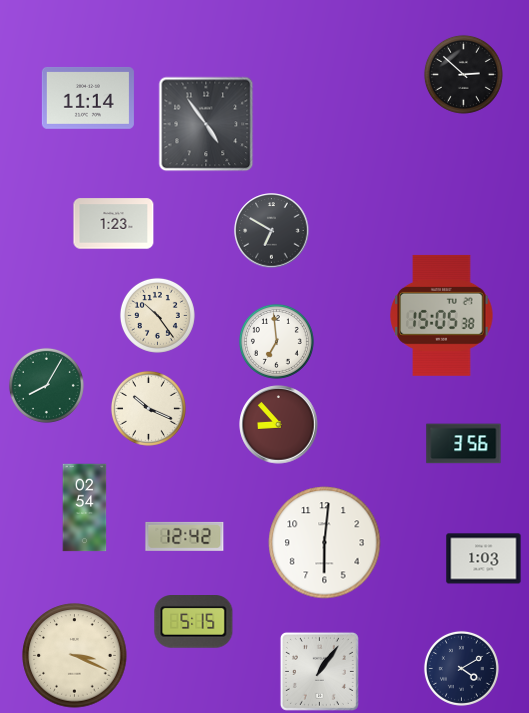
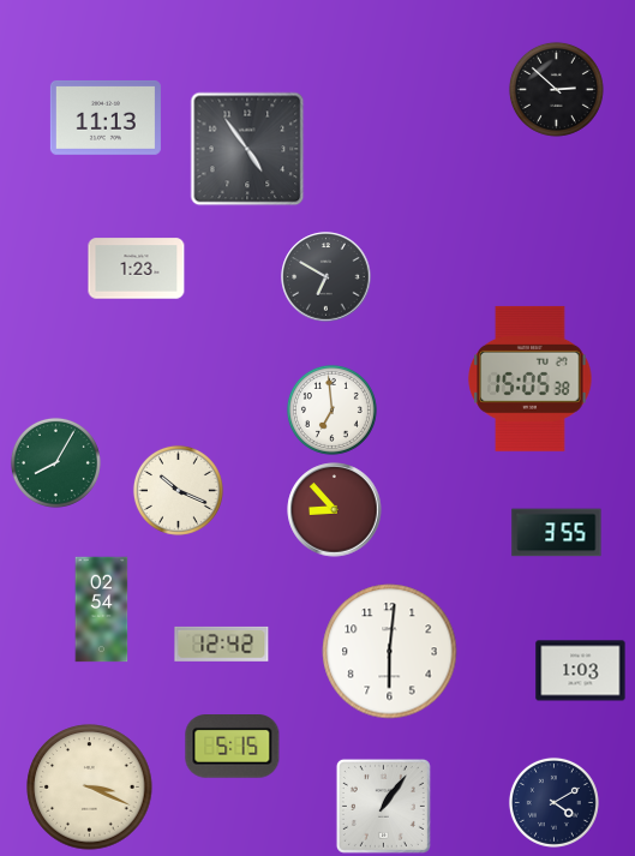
clock at (88, 98): 11:14 -> 11:13
clock at (157, 315): 10:24 -> none
clock at (464, 444): 3:56 -> 3:55
